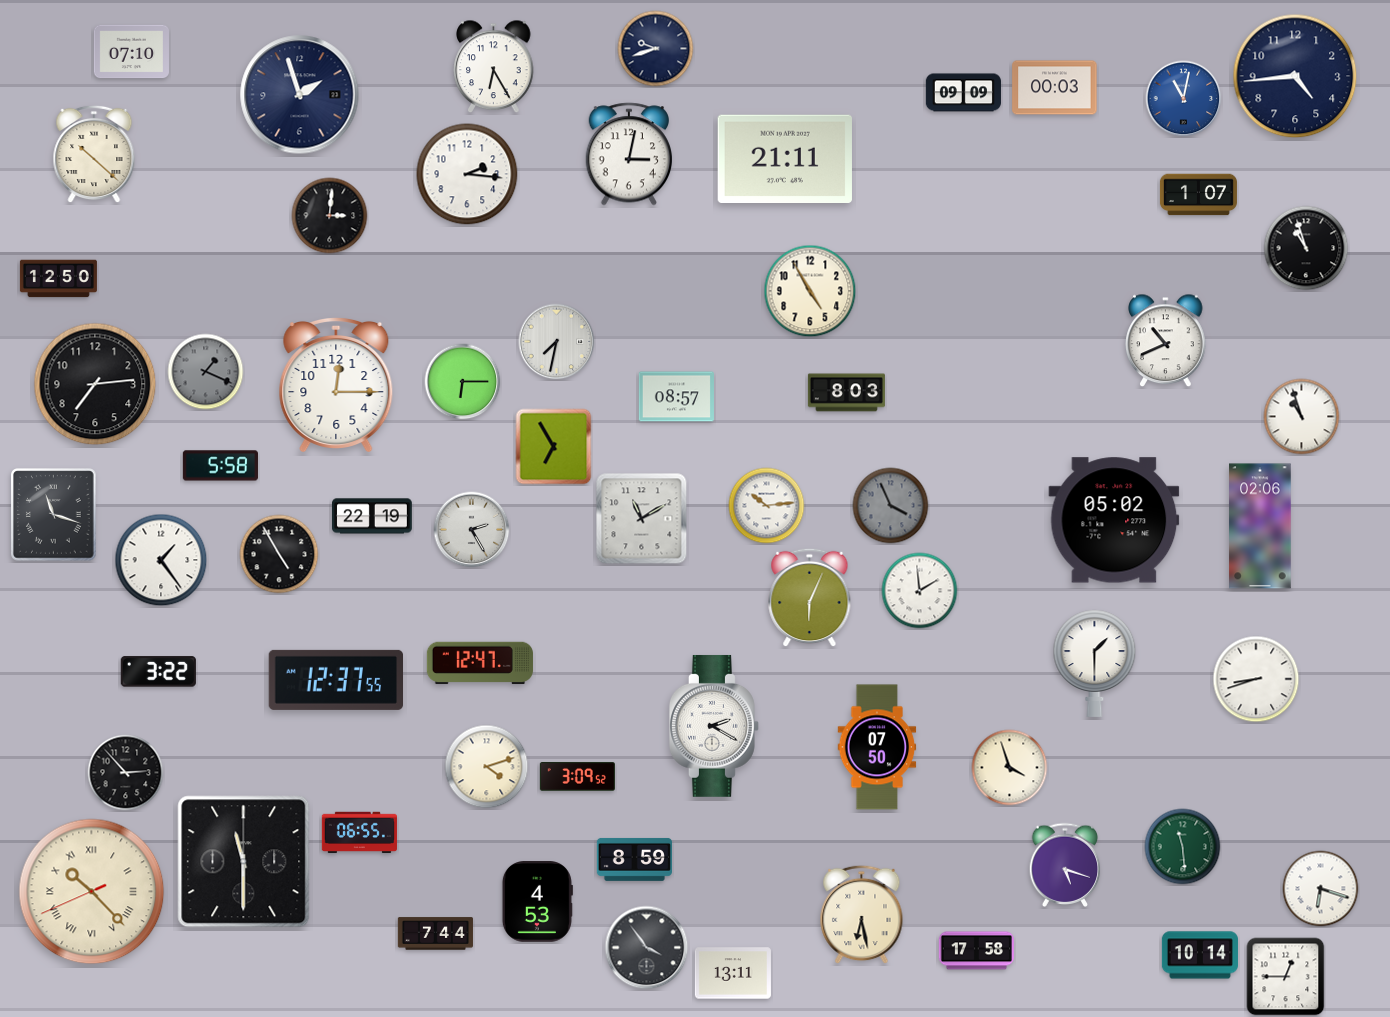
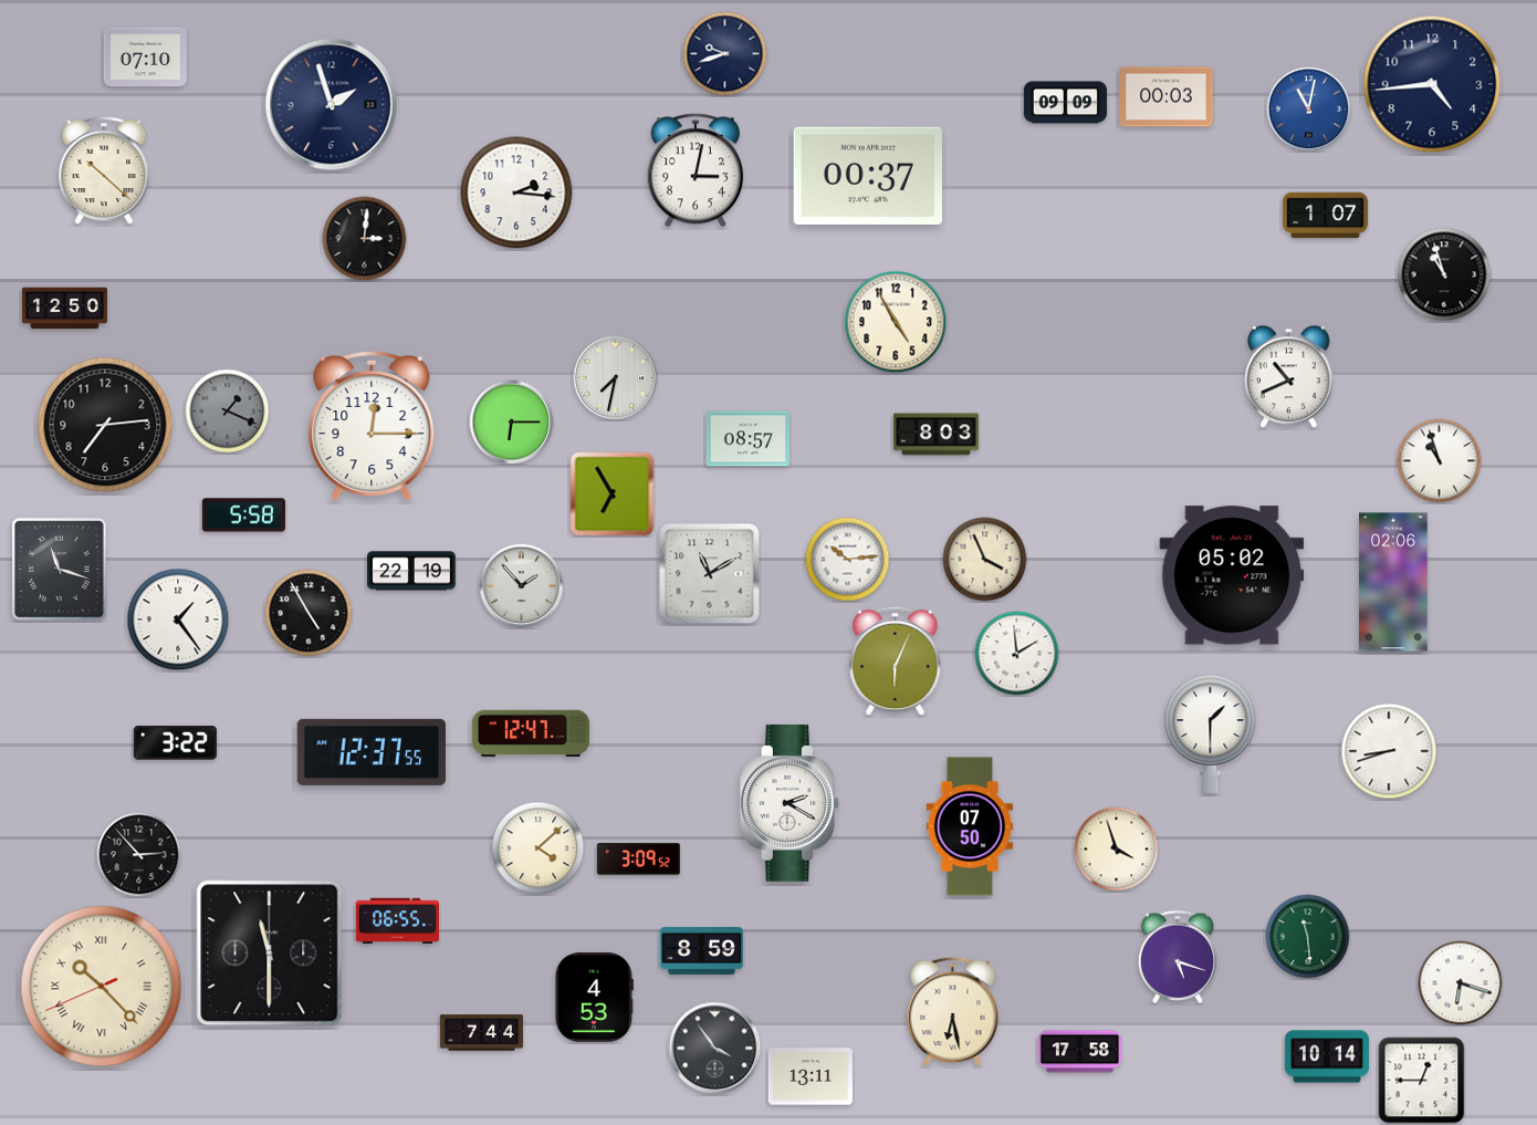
clock at (494, 67): 6:25 -> none
clock at (785, 158): 21:11 -> 00:37
clock at (891, 506) dial: grey -> cream
clock at (472, 530): 2:25 -> 1:53
clock at (487, 767): 4:12 -> 4:08
